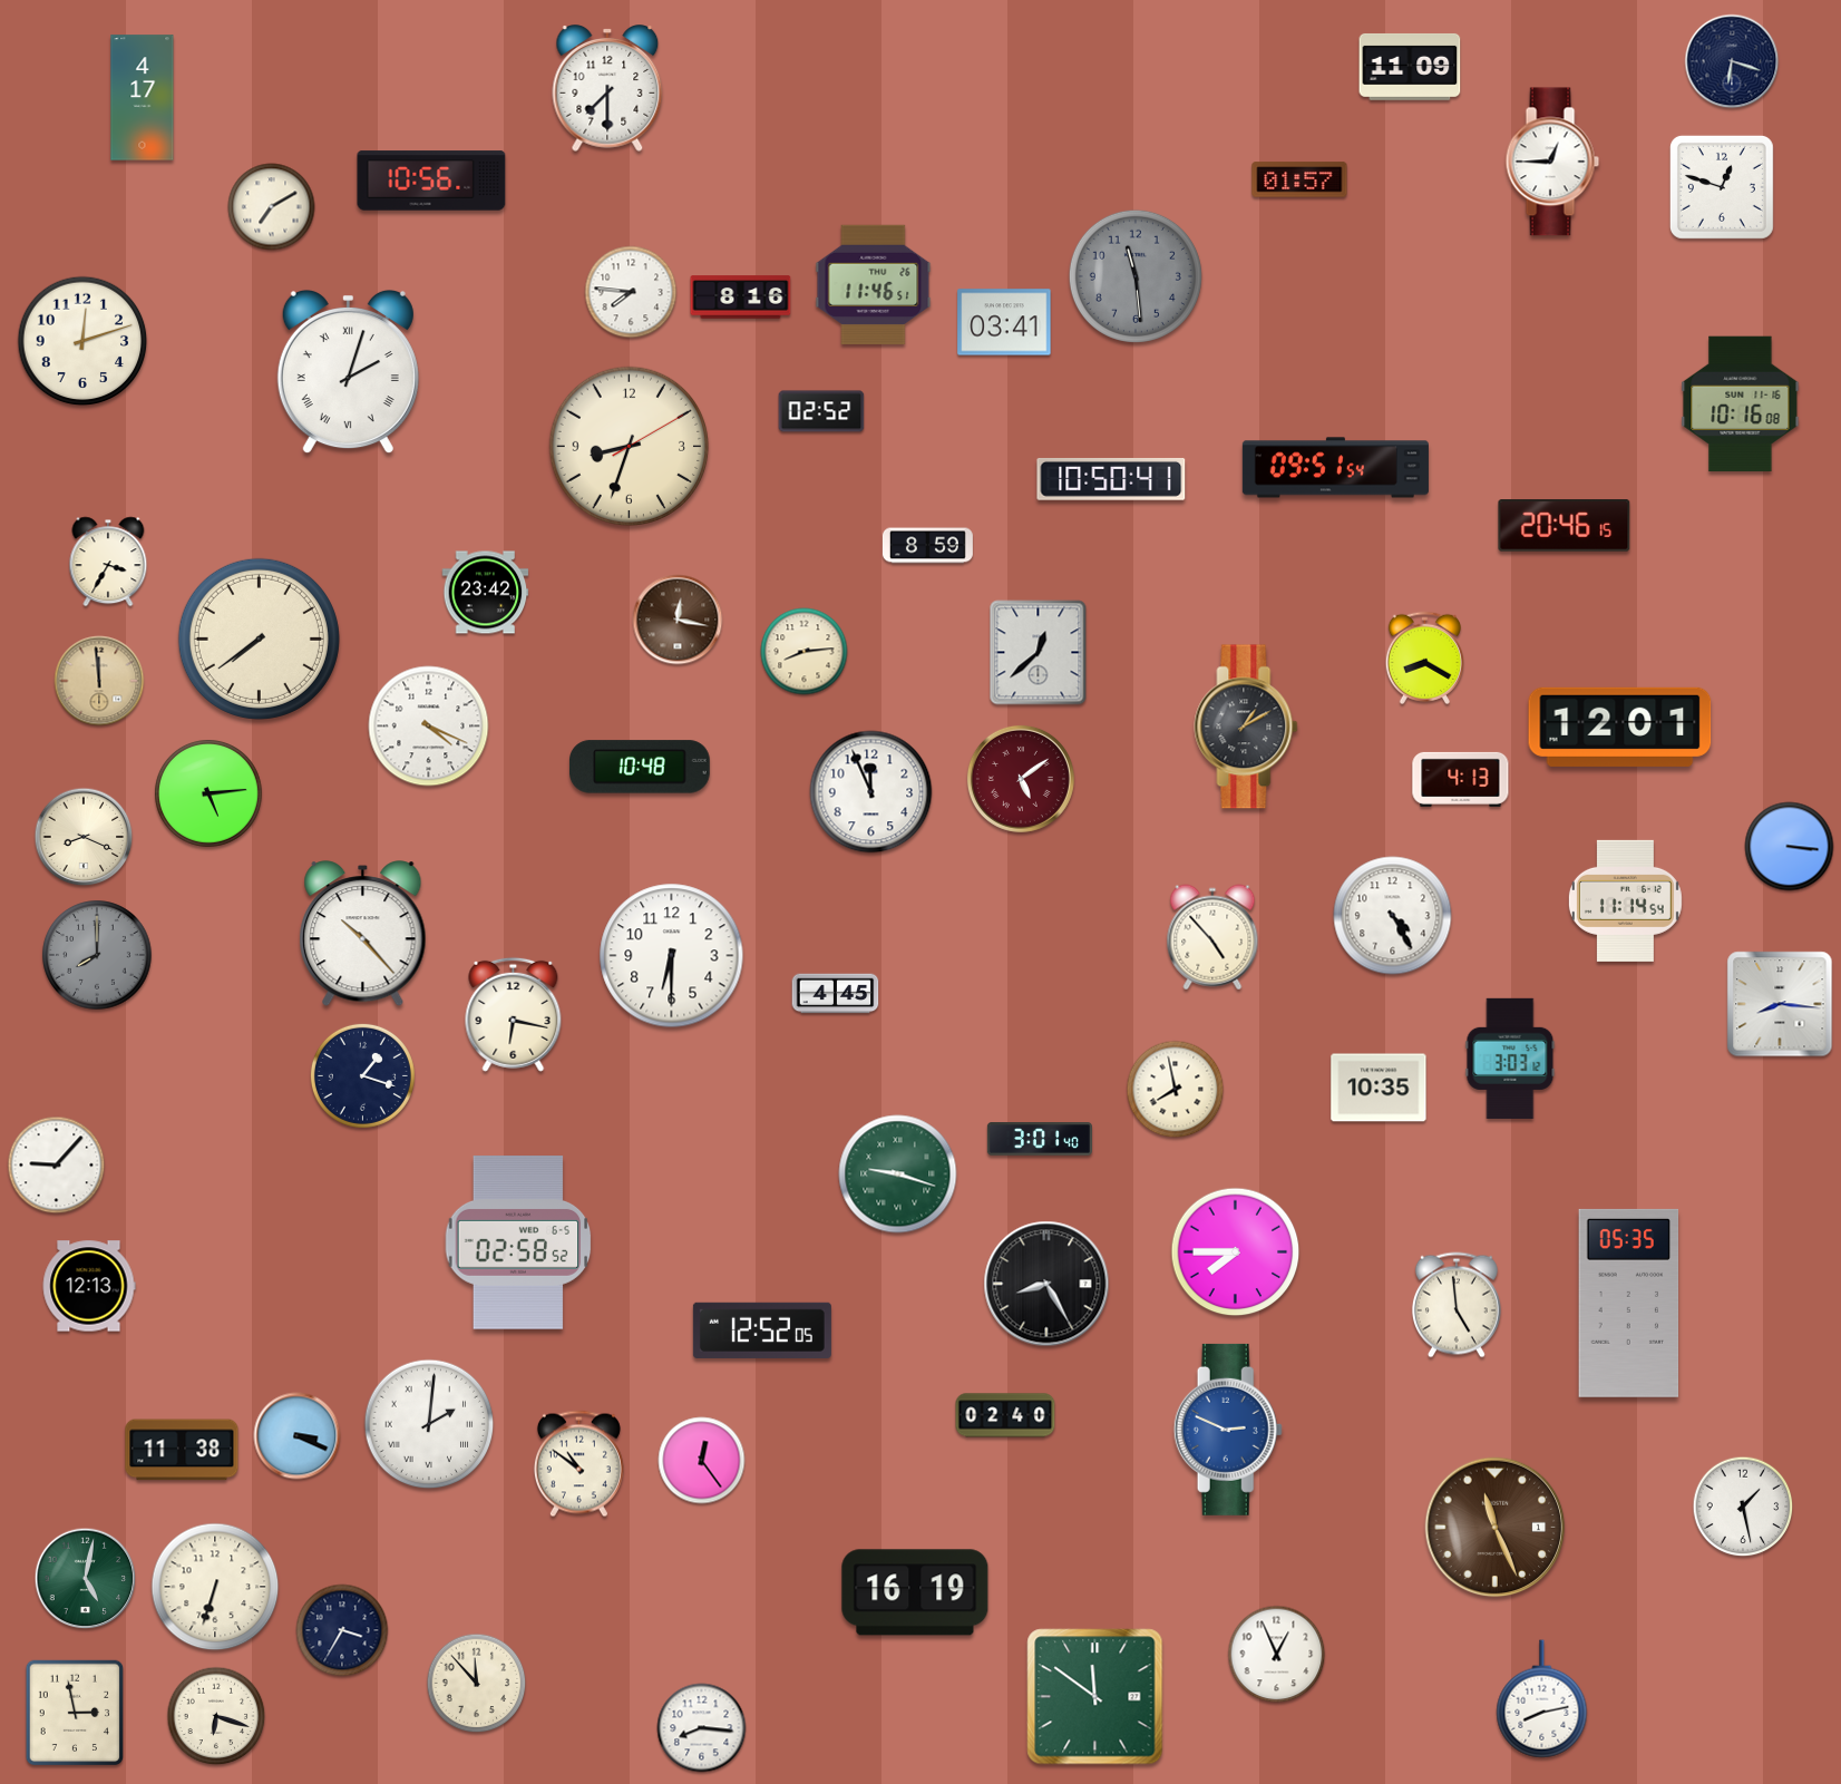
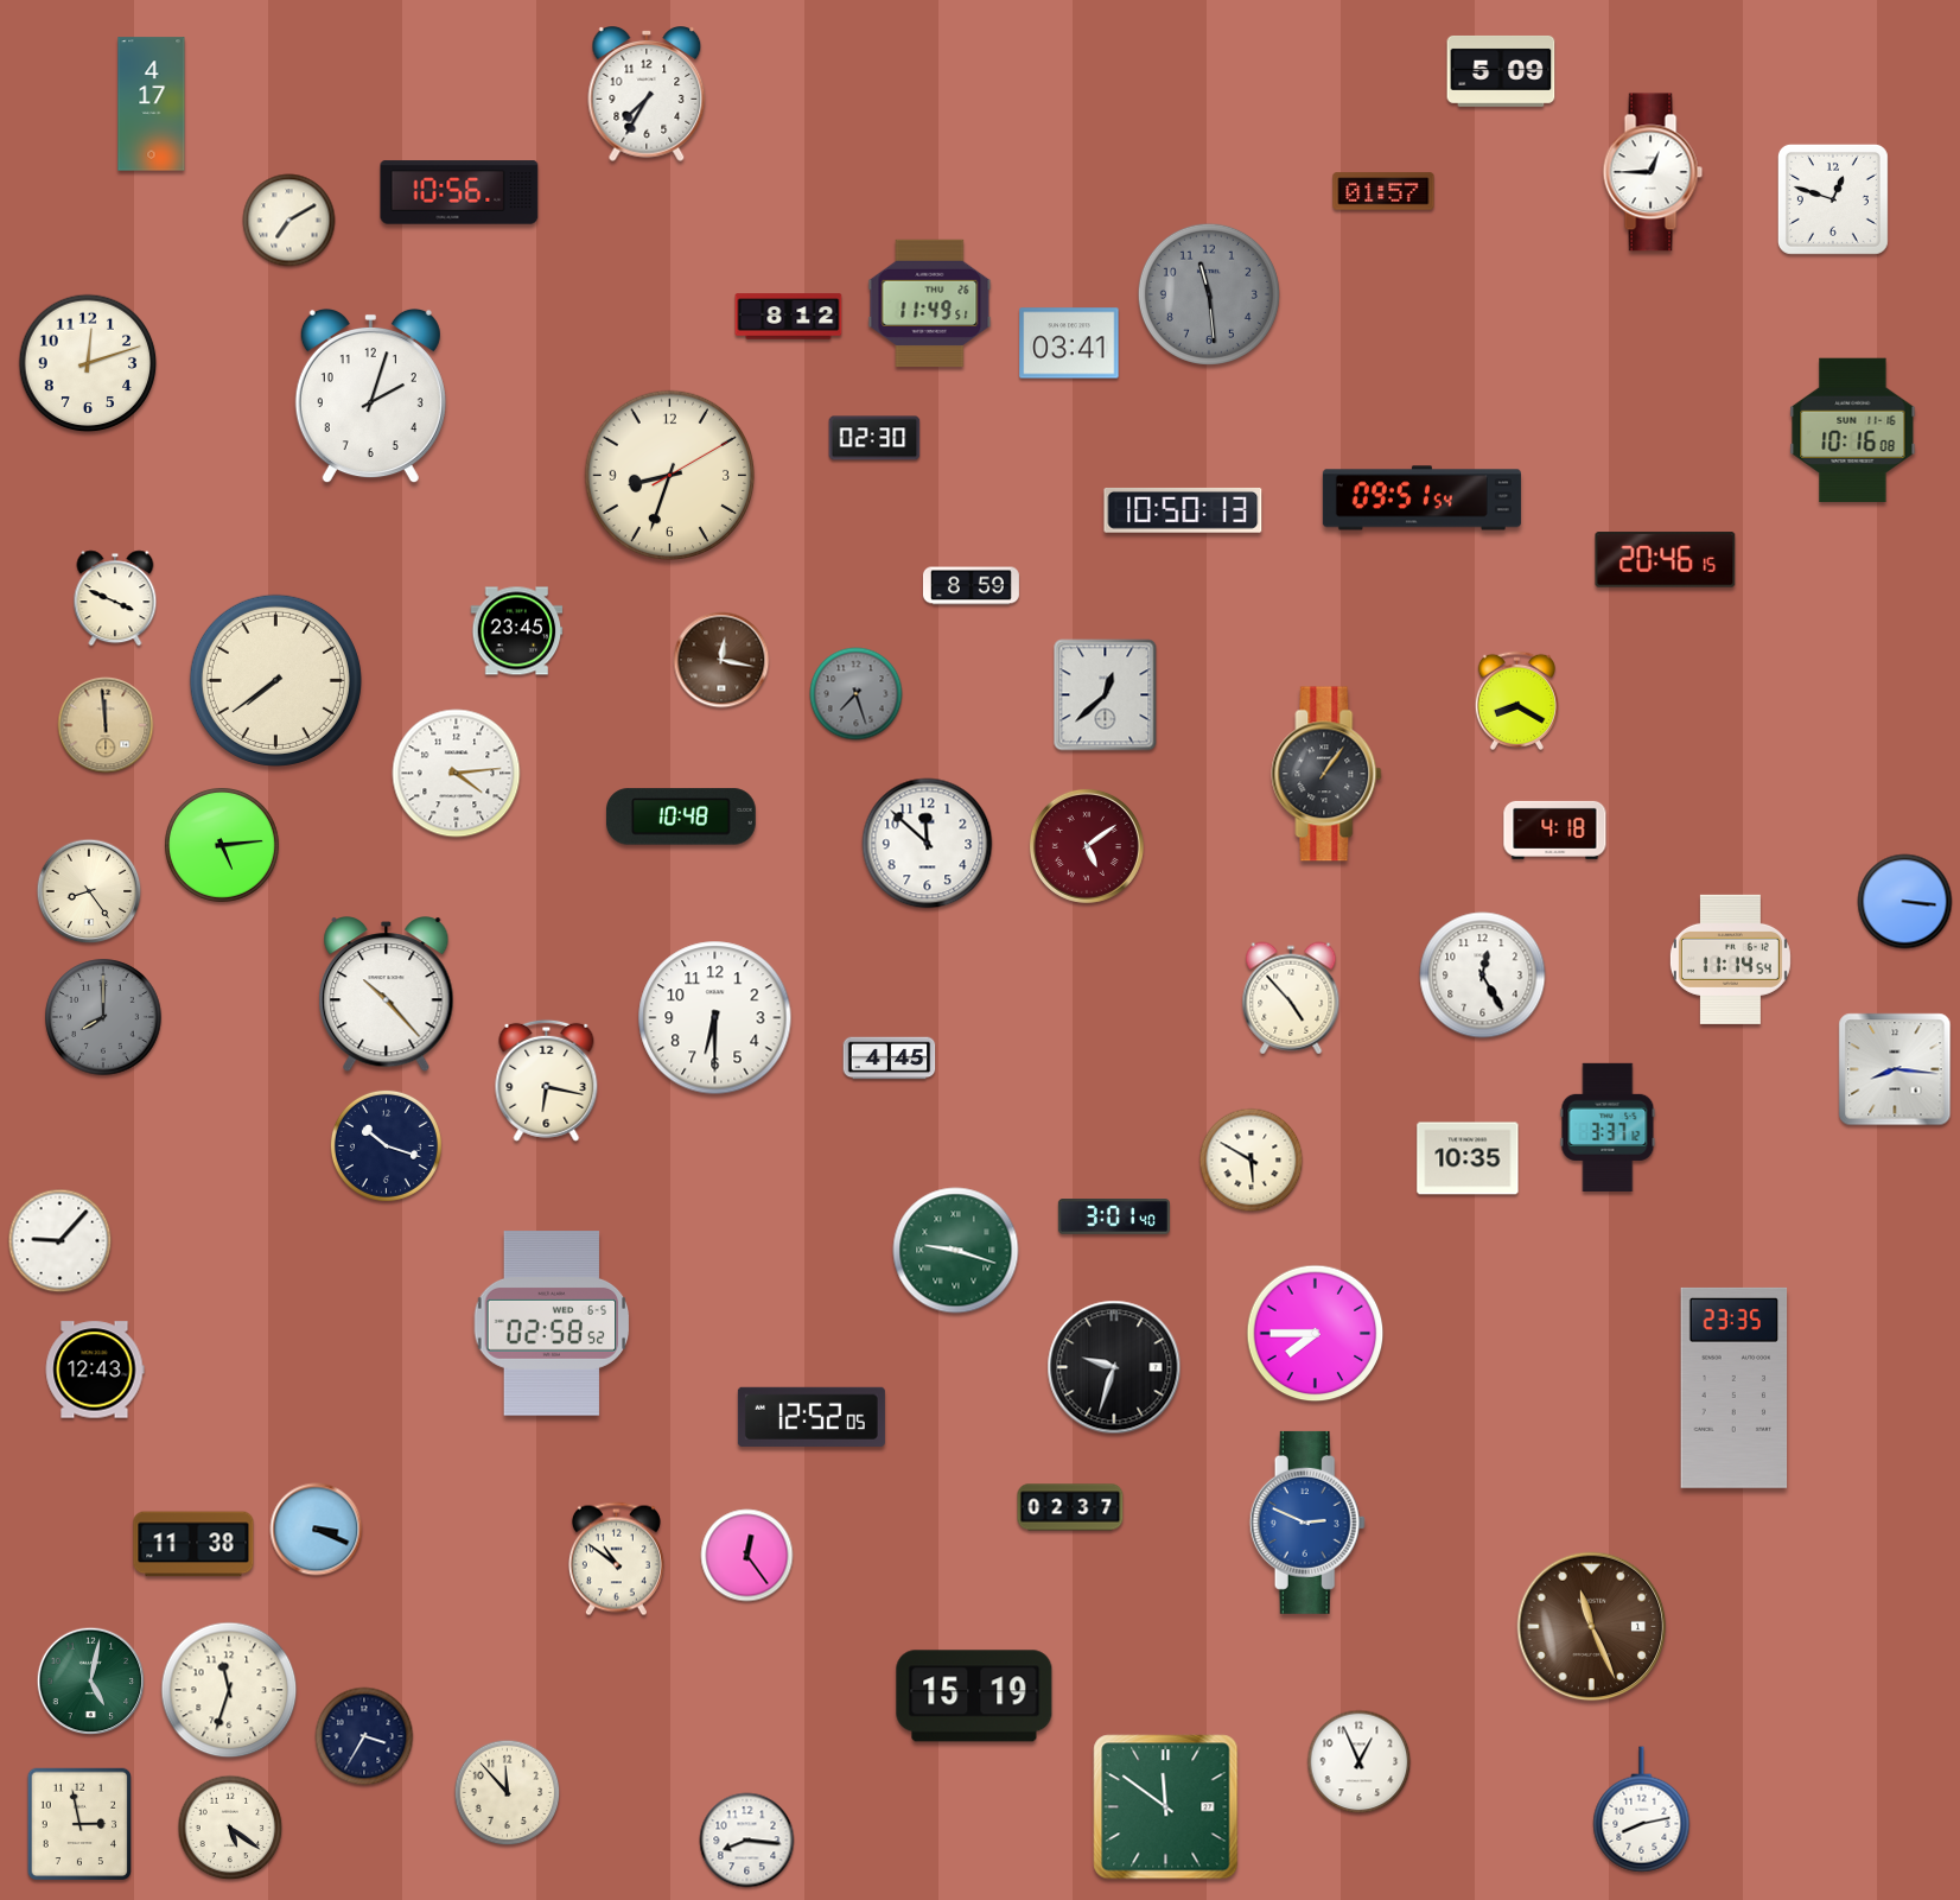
clock at (1732, 61): 6:18 -> none
clock at (1410, 67): 11:09 -> 5:09
clock at (607, 88): 7:30 -> 7:35
clock at (874, 285): 11:46 -> 11:49
clock at (631, 292): 7:46 -> none
clock at (741, 298): 8:16 -> 8:12
clock at (348, 372) numerals: Roman -> Arabic
clock at (821, 411): 02:52 -> 02:30
clock at (1111, 479): 10:50:41 -> 10:50:13
clock at (927, 546) position: (927, 546) -> (971, 586)
clock at (108, 562): 3:35 -> 3:49
clock at (486, 593): 23:42 -> 23:45
clock at (805, 652): 8:14 -> 7:27
clock at (805, 652) dial: cream -> grey
clock at (429, 727): 4:19 -> 4:14
clock at (1246, 727): 1:10 -> 1:06
clock at (1620, 727): 12:01 -> none
clock at (1021, 779) position: (1021, 779) -> (1087, 846)
clock at (1461, 779): 4:13 -> 4:18
clock at (871, 792): 11:56 -> 11:52
clock at (84, 837): 8:19 -> 8:24
clock at (1393, 916): 4:25 -> 12:25
clock at (1510, 1059): 3:03 -> 3:37
clock at (362, 1075): 1:18 -> 10:18
clock at (1176, 1090): 7:58 -> 5:50
clock at (1040, 1139) position: (1040, 1139) -> (1114, 1216)
clock at (1046, 1284): 8:25 -> 9:33
clock at (89, 1286): 12:13 -> 12:43
clock at (1629, 1303): 05:35 -> 23:35
clock at (1457, 1305): 4:59 -> none
clock at (1005, 1415): 02:40 -> 02:37
clock at (429, 1424): 2:01 -> none
clock at (1743, 1507): 1:28 -> none
clock at (215, 1587): 6:33 -> 11:33
clock at (915, 1592): 16:19 -> 15:19
clock at (216, 1716): 6:18 -> 5:21
